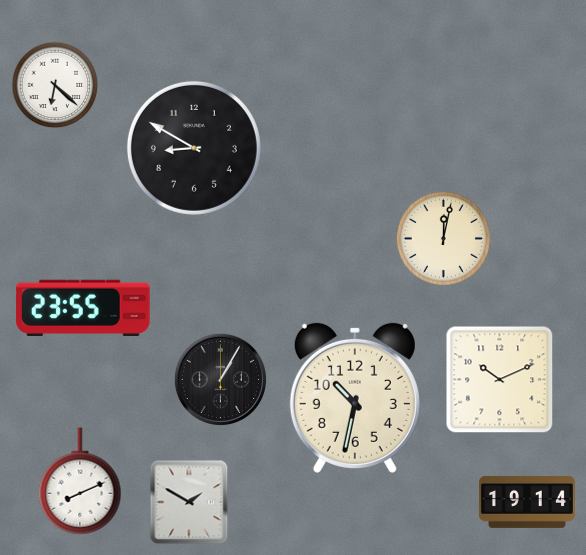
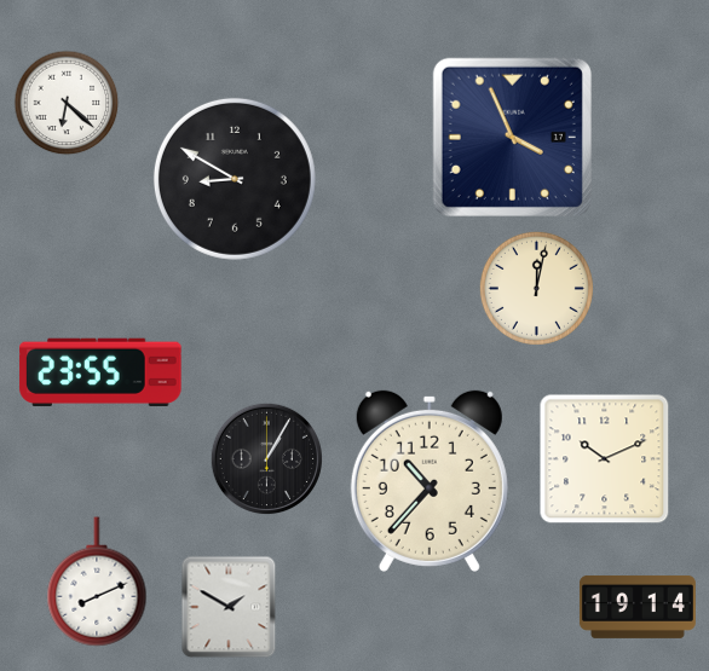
clock at (512, 137): none -> 3:56
clock at (355, 398): 10:32 -> 10:37
